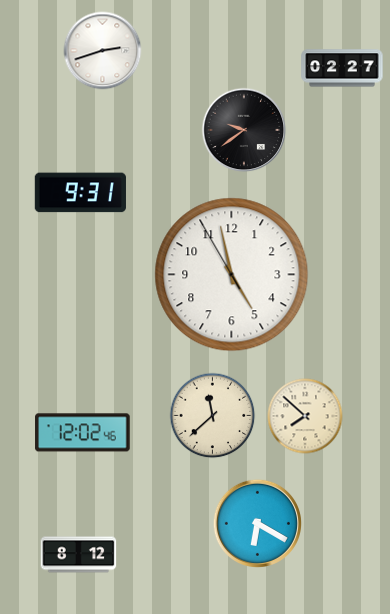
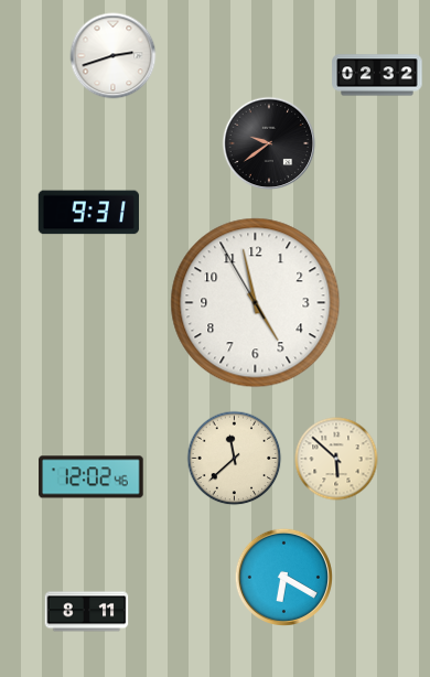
clock at (342, 68): 02:27 -> 02:32
clock at (305, 416): 7:52 -> 5:52
clock at (79, 555): 8:12 -> 8:11
